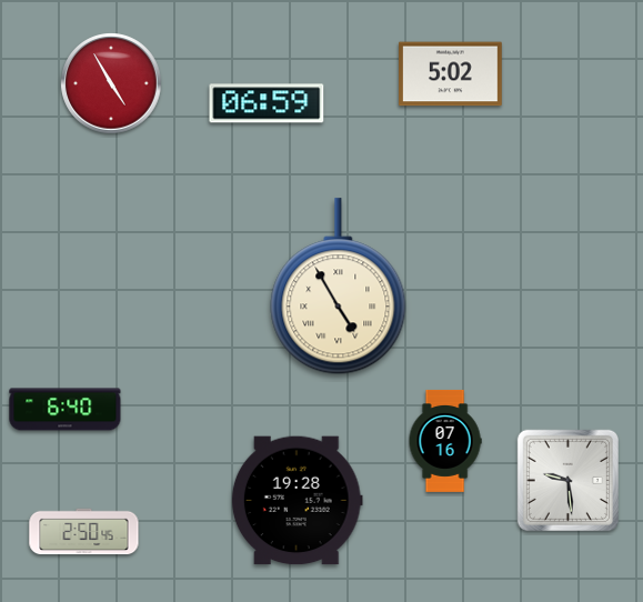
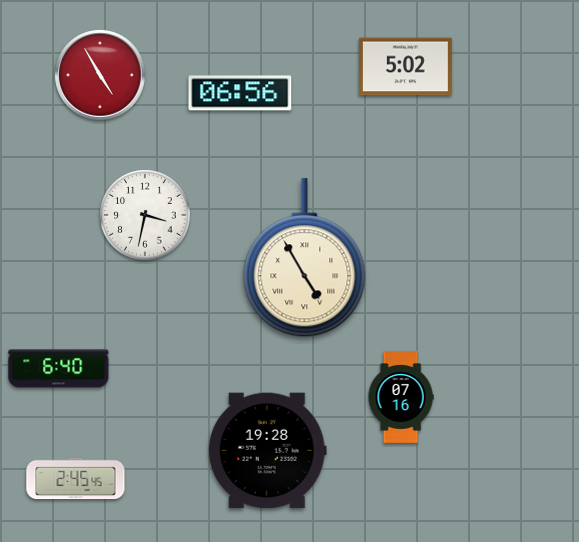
clock at (267, 103): 06:59 -> 06:56
clock at (145, 215): none -> 3:32
clock at (567, 480): 9:29 -> none
clock at (84, 532): 2:50 -> 2:45
